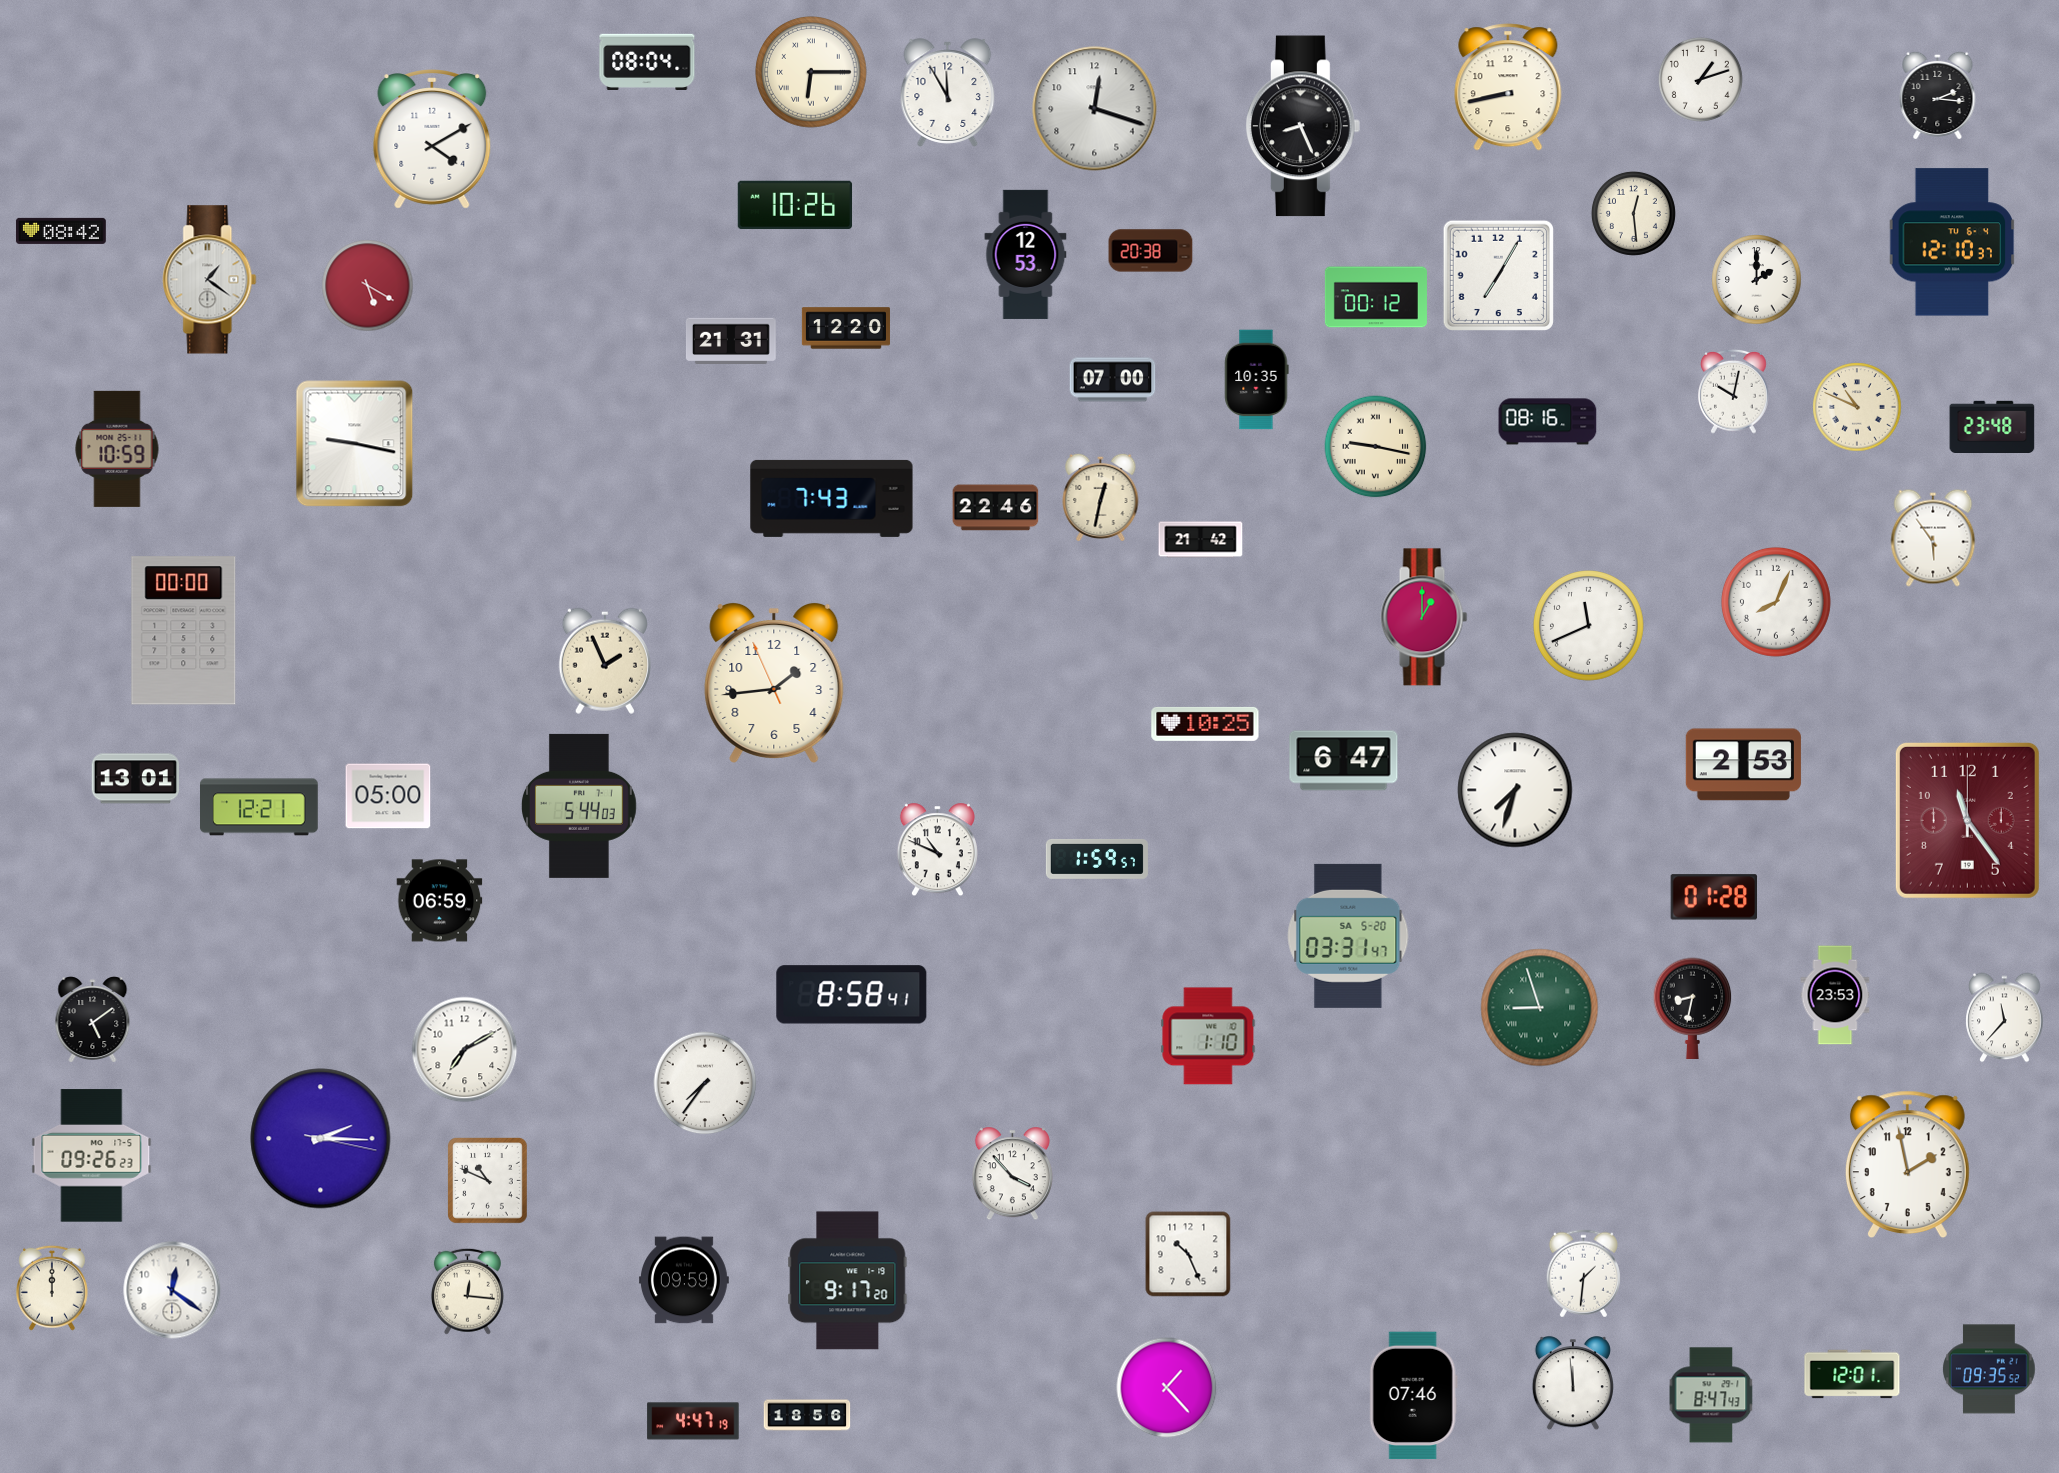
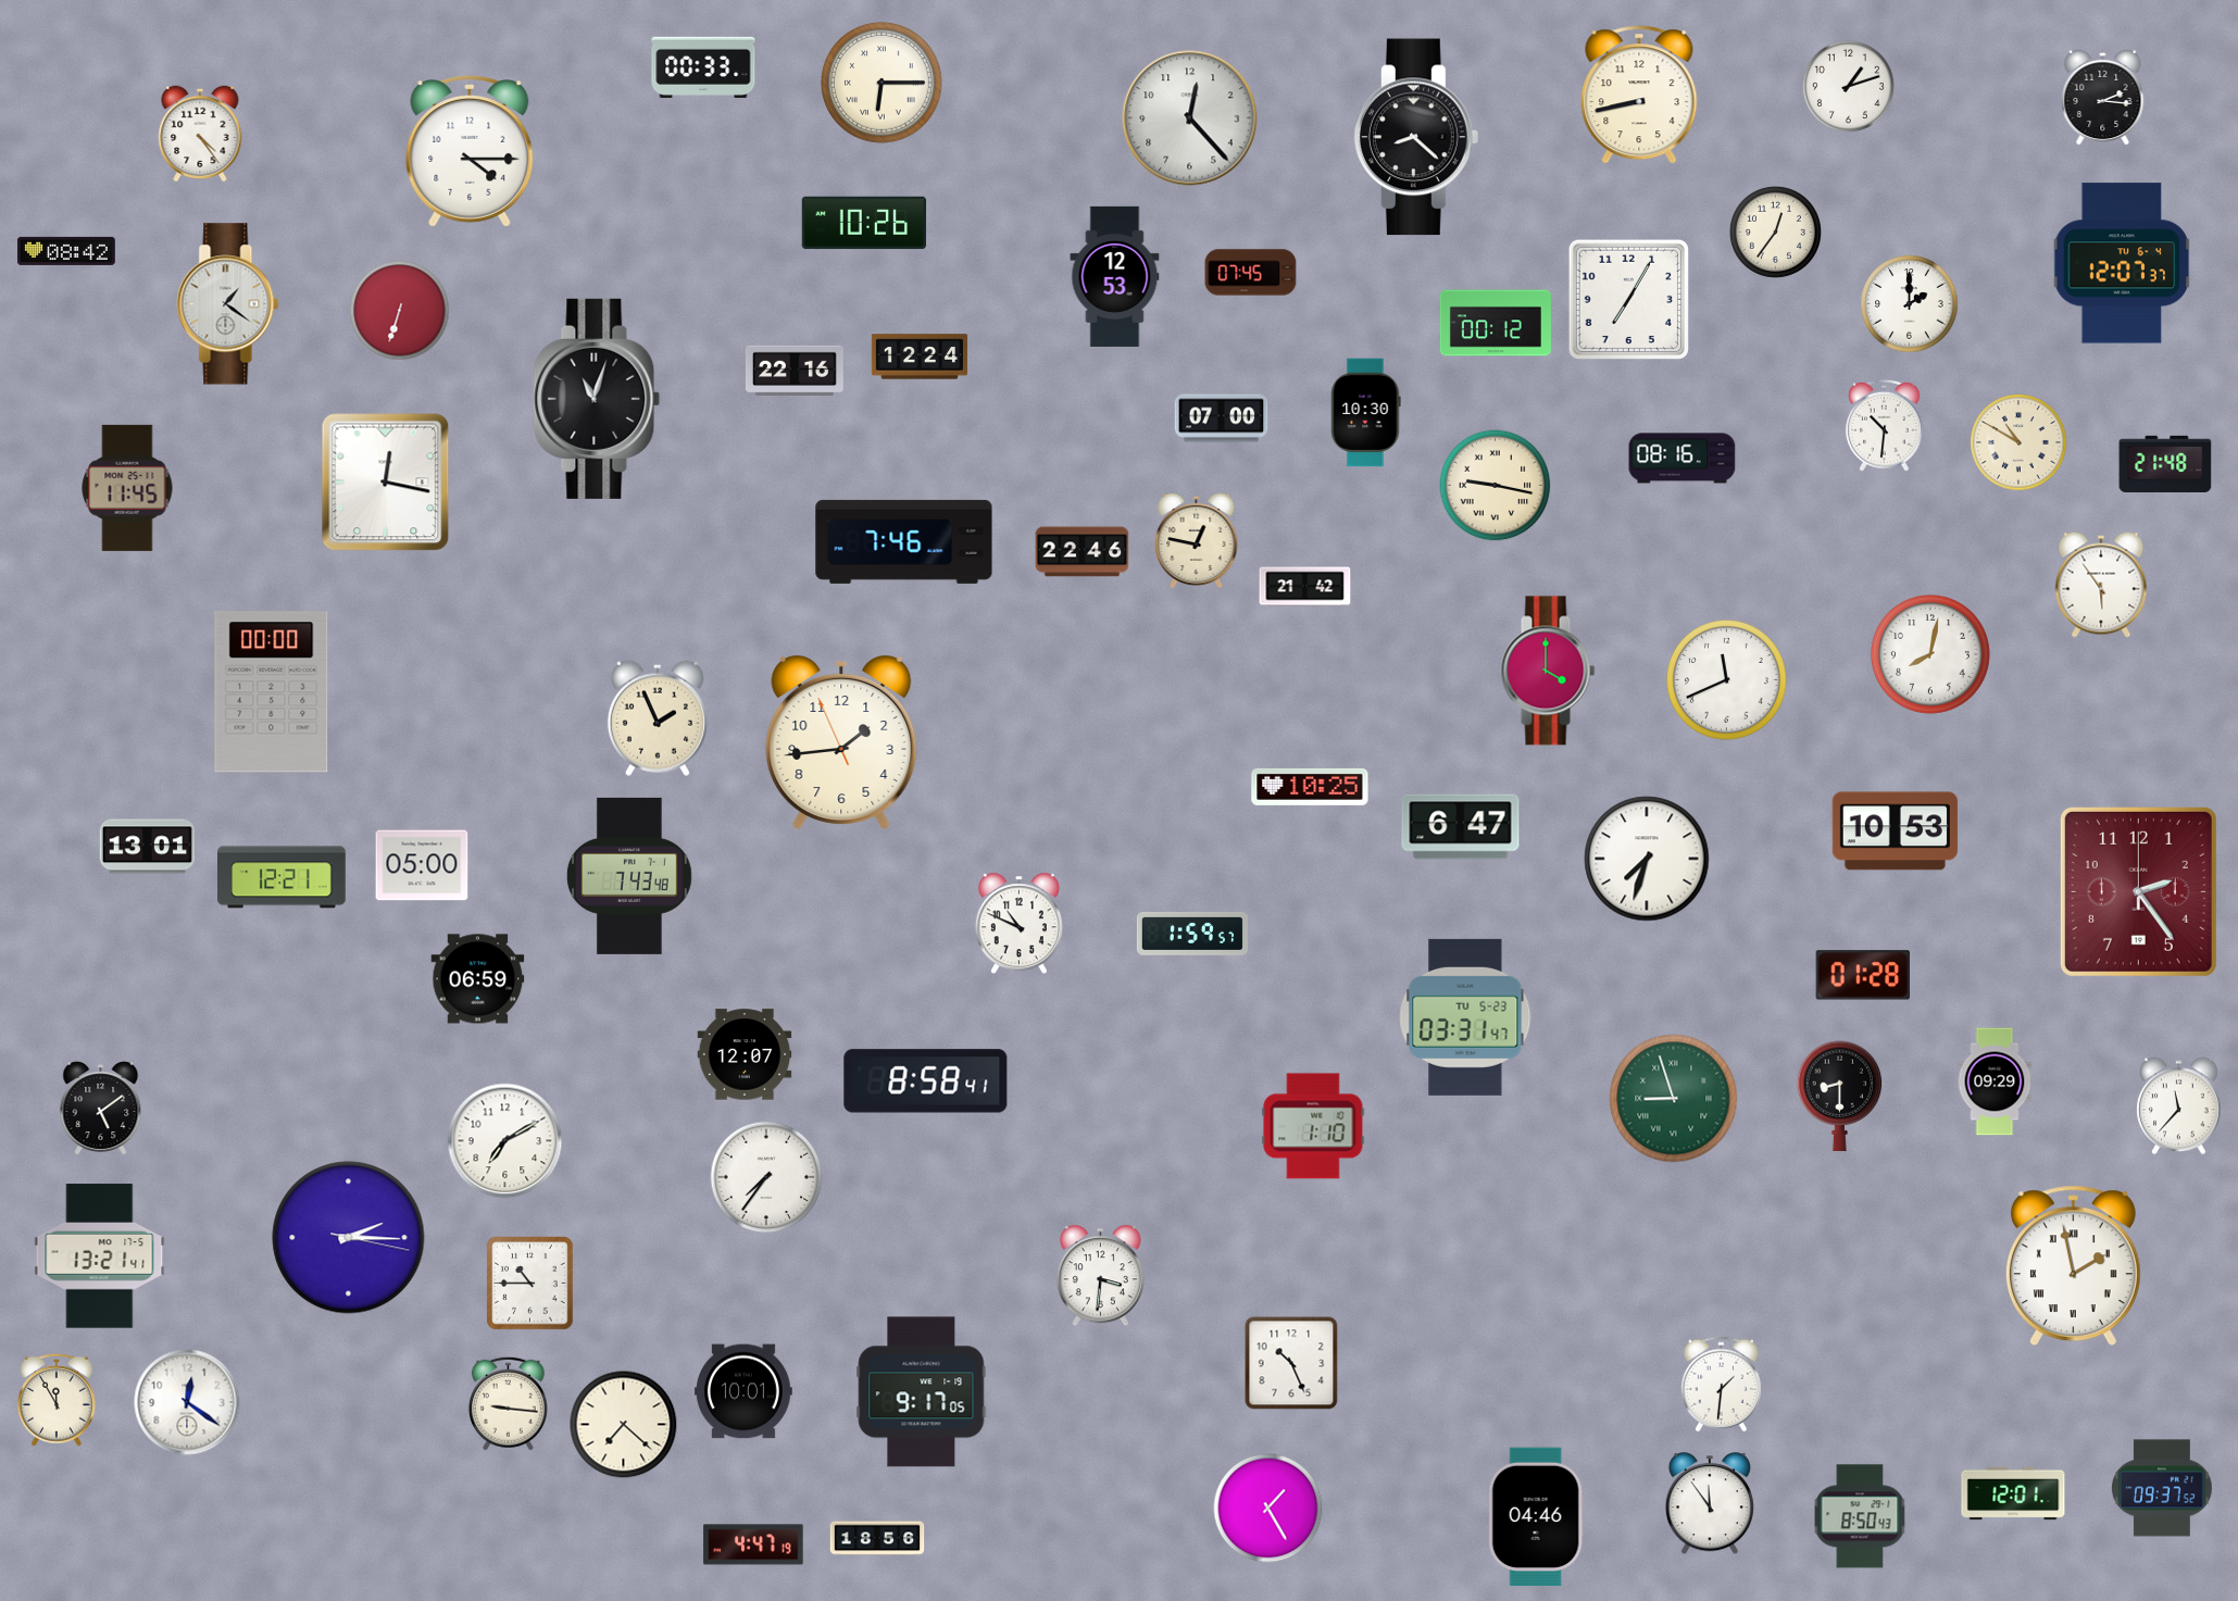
clock at (647, 62): 08:04 -> 00:33
clock at (811, 72) position: (811, 72) -> (882, 83)
clock at (948, 93): 11:55 -> none
clock at (1938, 95) position: (1938, 95) -> (2103, 97)
clock at (1095, 109): 12:18 -> 12:23
clock at (200, 134): none -> 4:24
clock at (1304, 126): 8:26 -> 8:22
clock at (432, 140): 4:10 -> 4:15
clock at (1633, 213): 12:29 -> 12:36
clock at (1952, 242): 12:10 -> 12:07
clock at (1151, 251): 20:38 -> 07:45
clock at (368, 286): 5:20 -> 6:33
clock at (846, 328): 12:20 -> 12:24
clock at (731, 340): 21:31 -> 22:16
clock at (597, 399): none -> 11:03
clock at (1113, 380) position: (1113, 380) -> (1222, 418)
clock at (1257, 380): 10:35 -> 10:30
clock at (1734, 391): 10:02 -> 10:31
clock at (1857, 407): 10:49 -> 10:50
clock at (1992, 426): 23:48 -> 21:48
clock at (355, 444): 9:17 -> 12:17
clock at (117, 449): 10:59 -> 11:45
clock at (1101, 497): 12:32 -> 12:47
clock at (832, 498): 7:43 -> 7:46
clock at (1776, 602): 8:04 -> 8:02
clock at (1424, 617): 1:00 -> 4:00
clock at (184, 631) position: (184, 631) -> (272, 692)
clock at (1743, 765): 2:53 -> 10:53
clock at (579, 806): 5:44 -> 7:43
clock at (1967, 820): 11:24 -> 2:24
clock at (1348, 936) date: SA 5-20 -> TU 5-23
clock at (745, 1054): none -> 12:07
clock at (1835, 995): 23:53 -> 09:29
clock at (1540, 1008) position: (1540, 1008) -> (1674, 1099)
clock at (1693, 1008): 8:32 -> 8:30
clock at (92, 1156): 09:26 -> 13:21
clock at (1907, 1165) numerals: Arabic -> Roman
clock at (1012, 1174): 3:53 -> 3:31
clock at (488, 1181): 10:49 -> 10:45
clock at (684, 1280): 09:59 -> 10:01
clock at (848, 1281): 9:17:20 -> 9:17:05
clock at (52, 1288): 12:00 -> 11:55
clock at (467, 1291): 12:16 -> 9:16
clock at (624, 1425): none -> 7:22
clock at (1990, 1369): 09:35 -> 09:37
clock at (1573, 1384): 11:59 -> 11:54
clock at (1167, 1388): 1:23 -> 1:25
clock at (1711, 1395): 8:47 -> 8:50
clock at (1413, 1396): 07:46 -> 04:46
